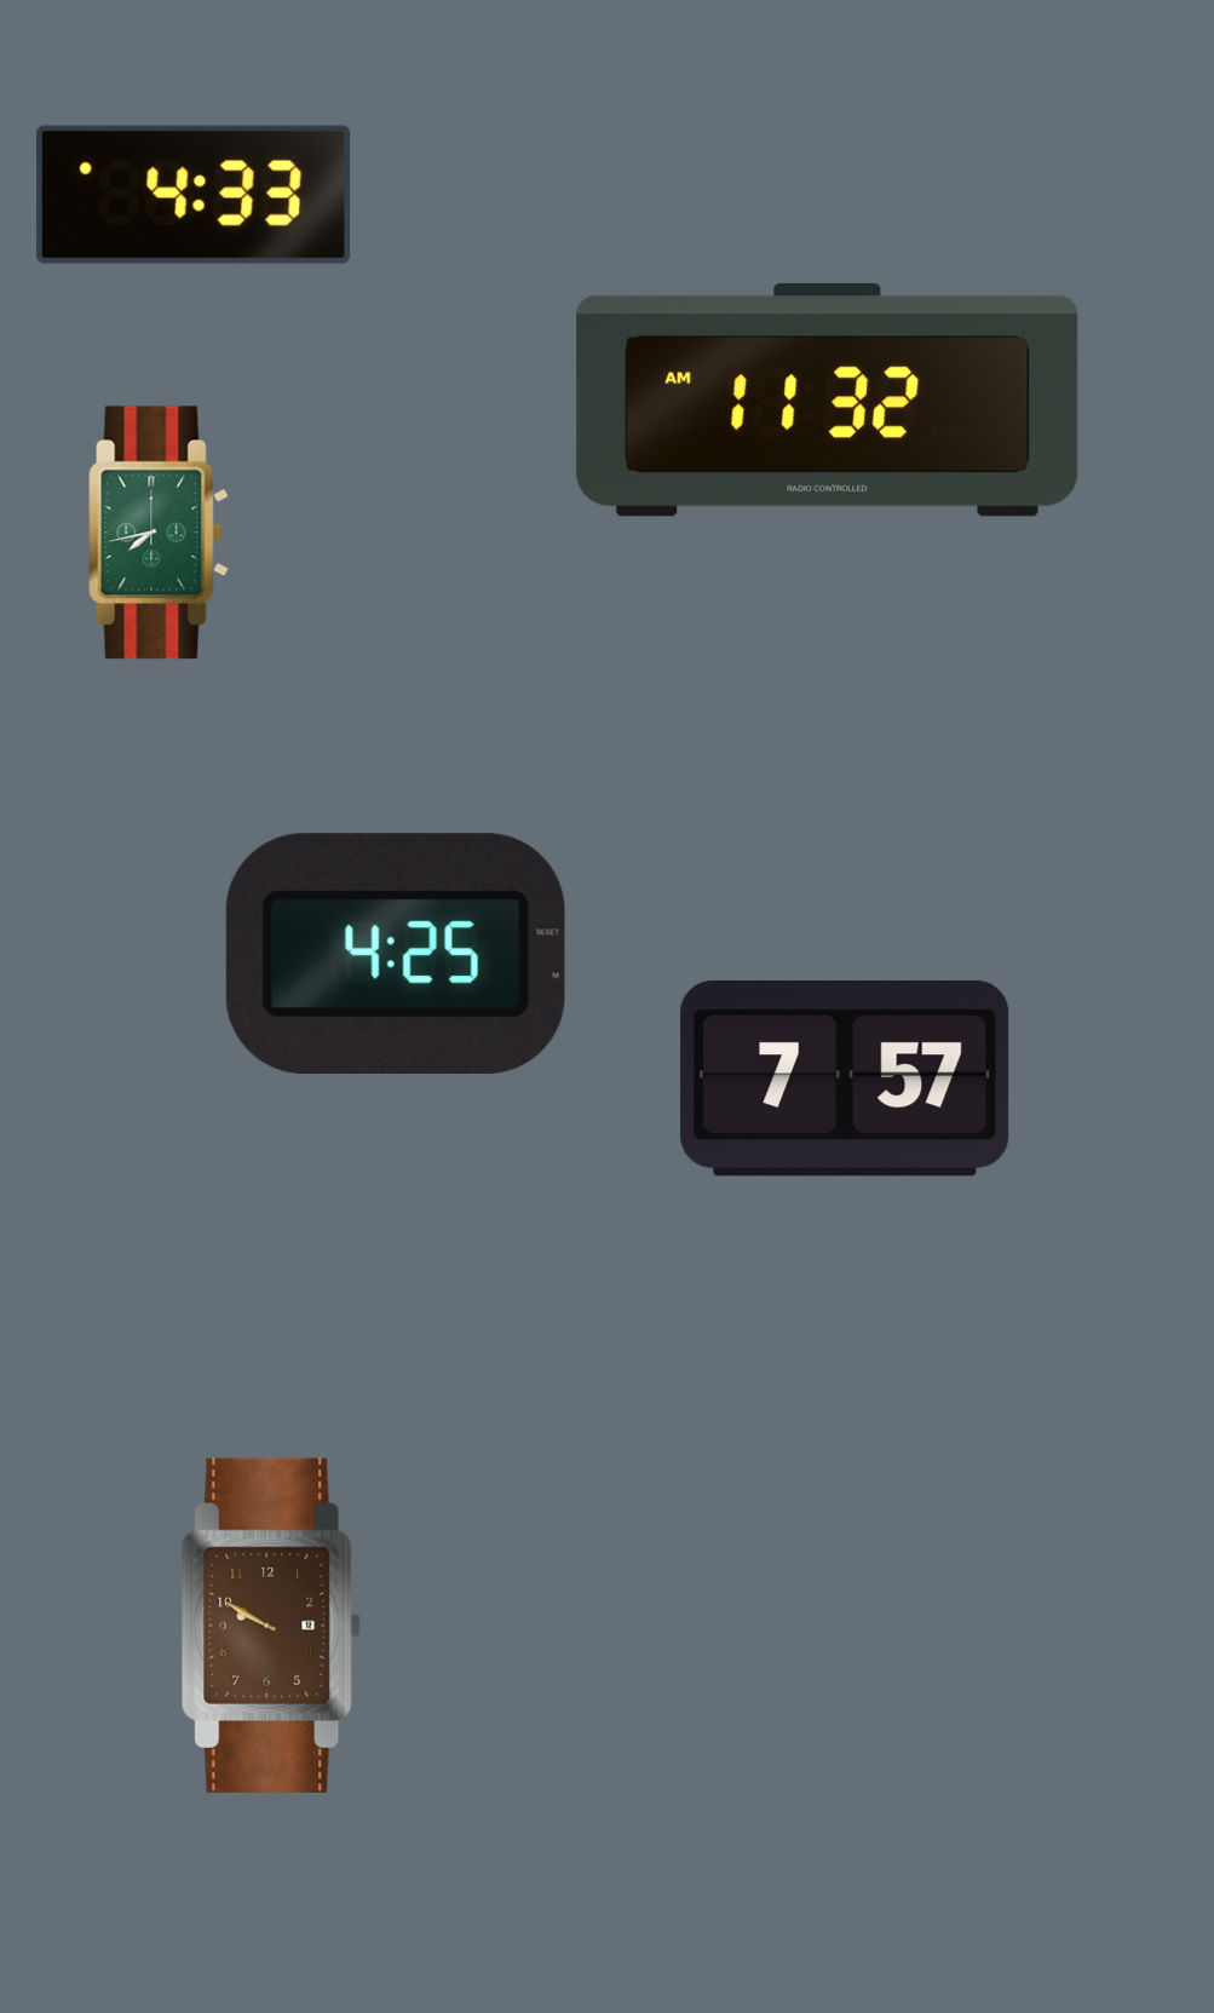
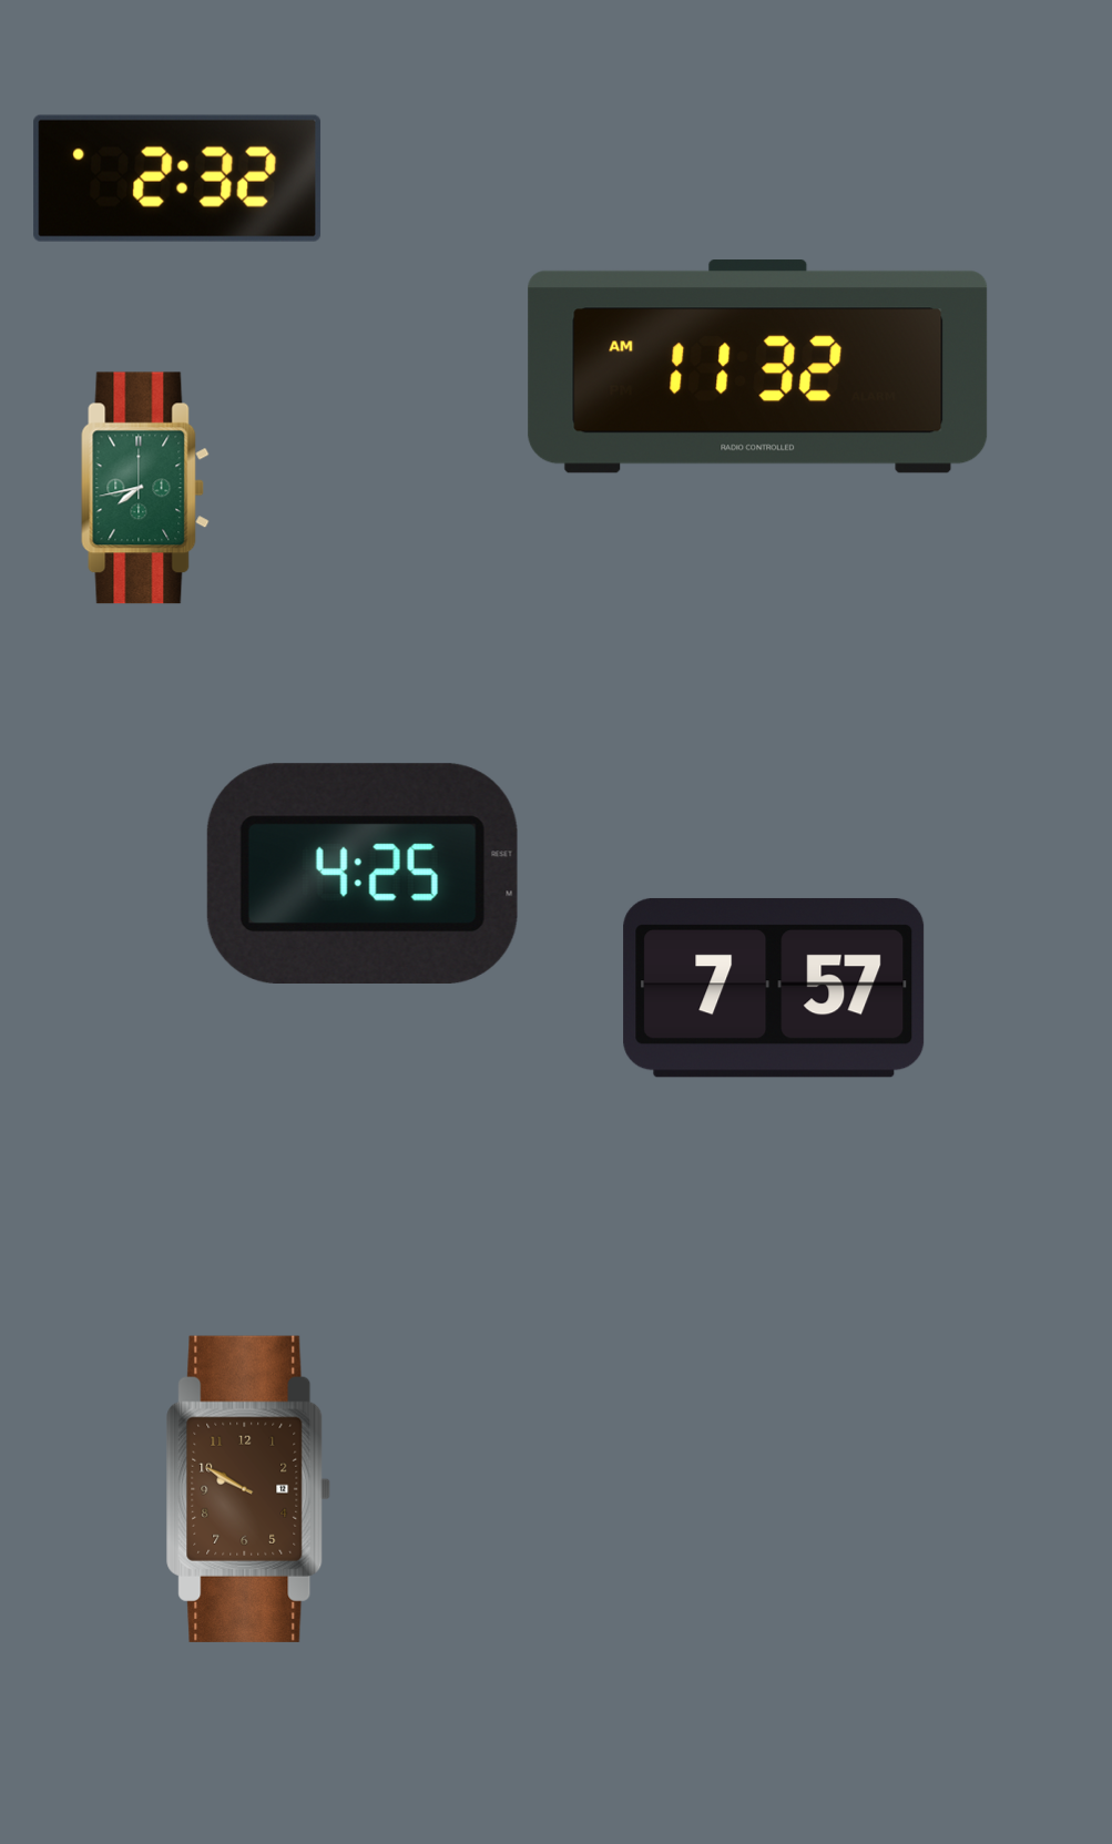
clock at (194, 195): 4:33 -> 2:32
